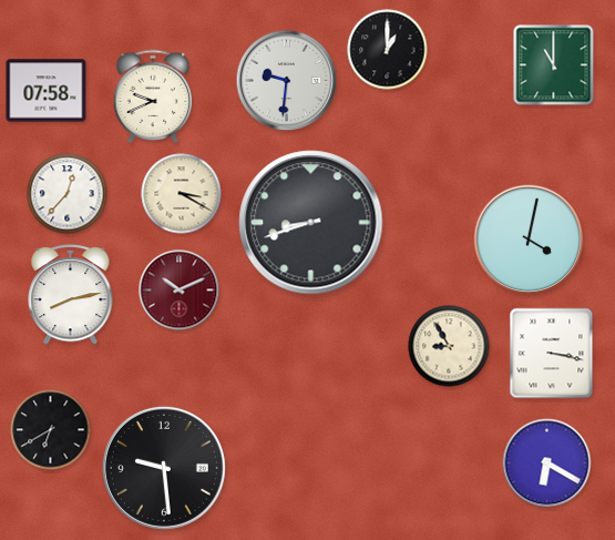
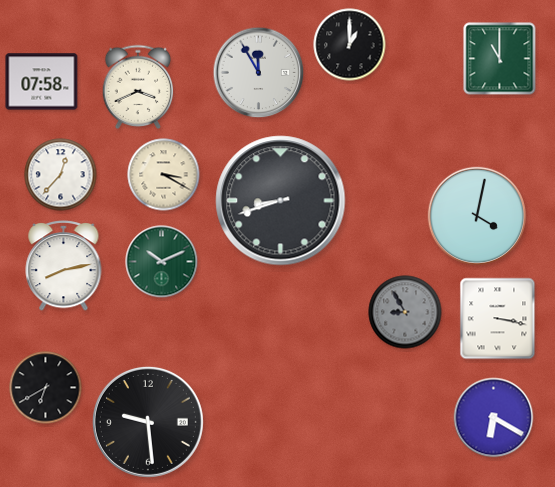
clock at (287, 81): 9:31 -> 11:55
clock at (153, 95): 9:41 -> 3:41
clock at (180, 291) dial: burgundy -> green
clock at (449, 346) dial: cream -> grey
